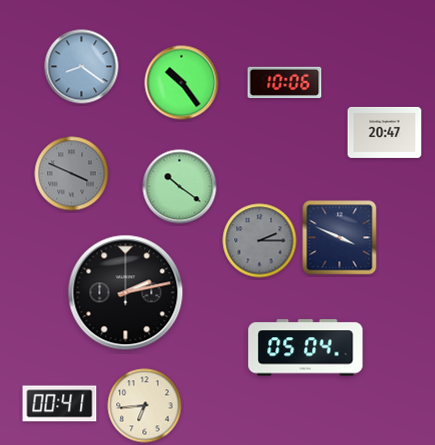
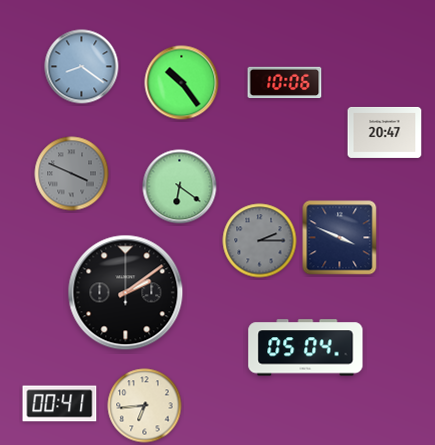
clock at (180, 187): 10:21 -> 6:21
clock at (126, 293): 2:13 -> 2:09
